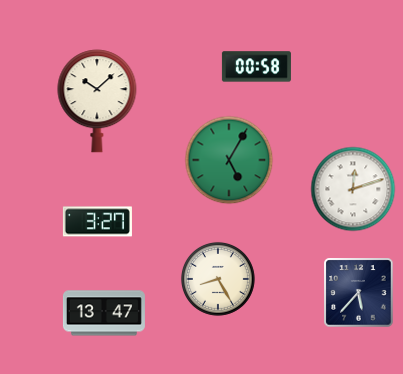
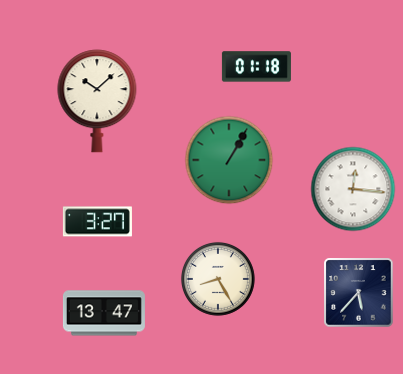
clock at (256, 67): 00:58 -> 01:18
clock at (229, 160): 5:05 -> 1:05
clock at (353, 189): 12:12 -> 12:16
